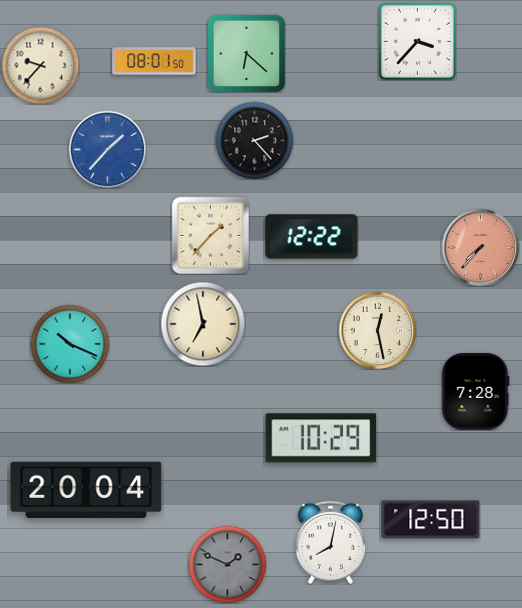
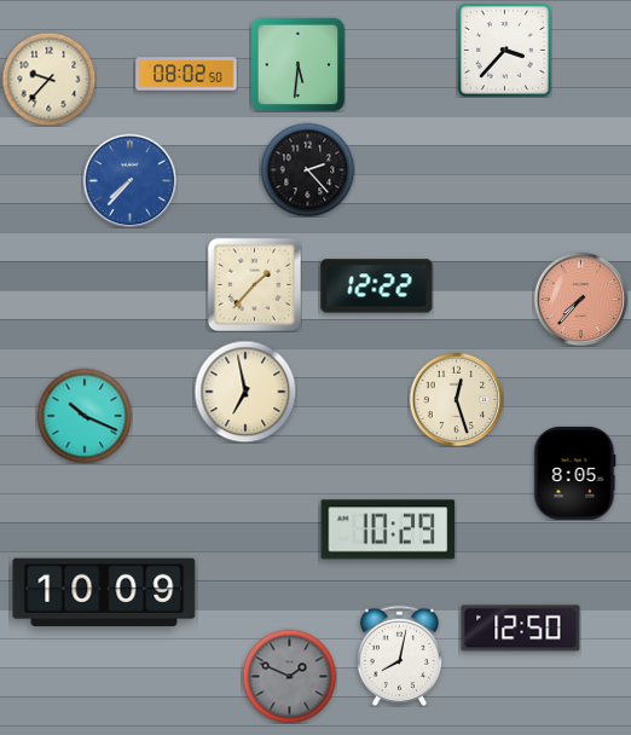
clock at (246, 53): 6:22 -> 5:31
clock at (154, 61): 08:01 -> 08:02
clock at (107, 149): 1:37 -> 7:37
clock at (377, 330): 12:28 -> 12:27
clock at (476, 391): 7:28 -> 8:05
clock at (86, 490): 20:04 -> 10:09
clock at (227, 564) position: (227, 564) -> (289, 676)
